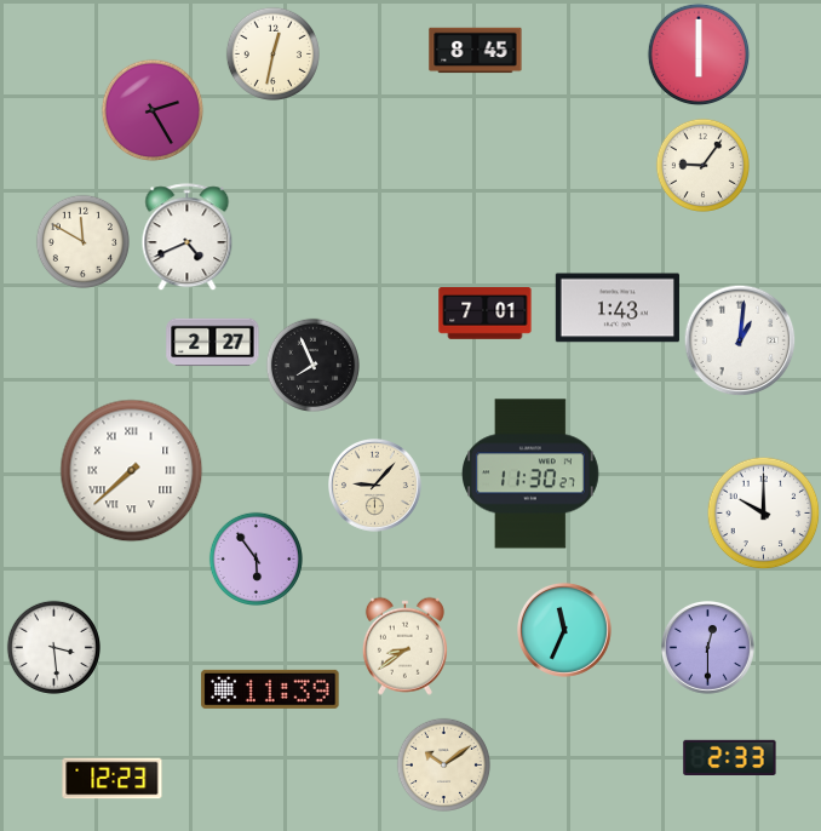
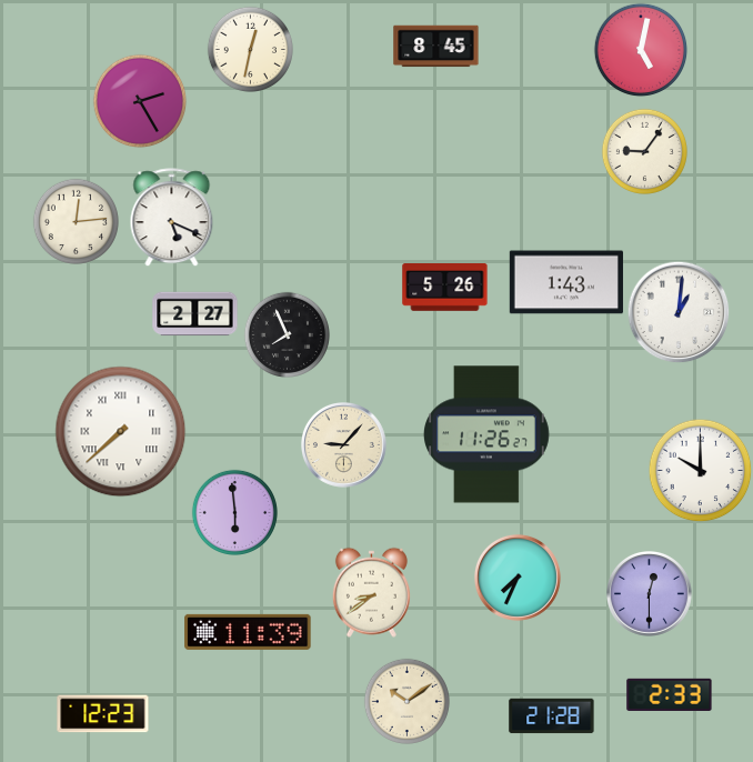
clock at (699, 55): 6:00 -> 5:02
clock at (188, 237): 4:41 -> 5:19
clock at (82, 241): 11:50 -> 12:14
clock at (486, 314): 7:01 -> 5:26
clock at (532, 474): 11:30 -> 11:26
clock at (256, 558): 5:54 -> 5:59
clock at (564, 630): 11:34 -> 7:34
clock at (53, 647): 3:29 -> none
clock at (552, 716): none -> 21:28
